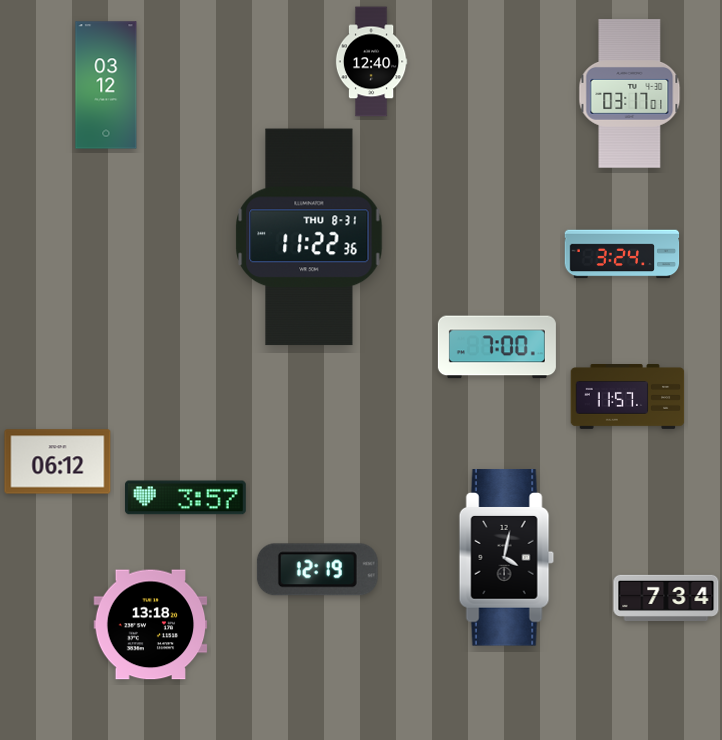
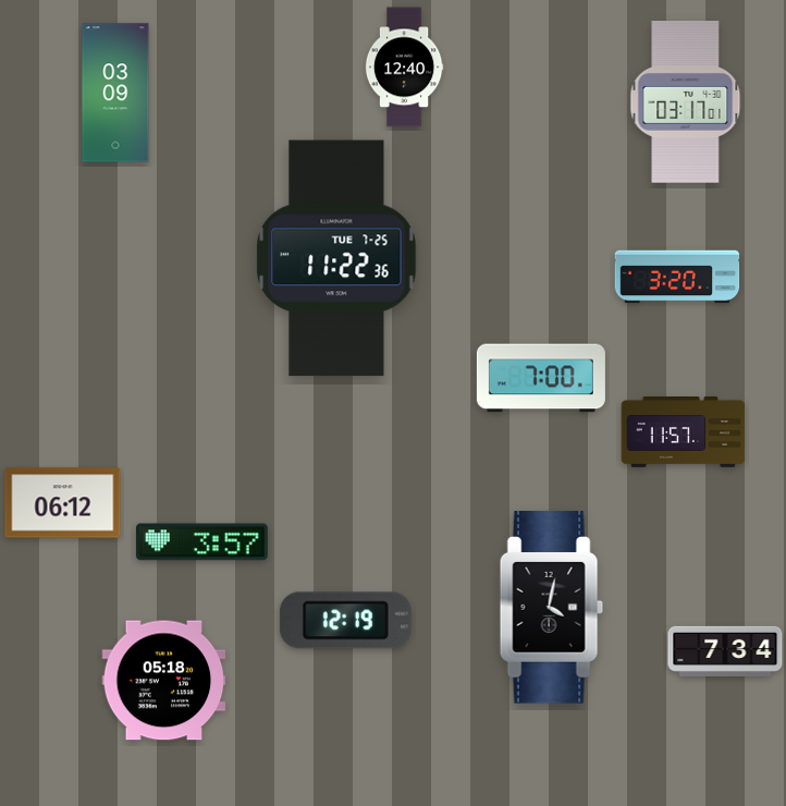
clock at (106, 85): 03:12 -> 03:09
clock at (309, 237) date: THU 8-31 -> TUE 7-25
clock at (622, 254): 3:24 -> 3:20
clock at (151, 625): 13:18 -> 05:18
